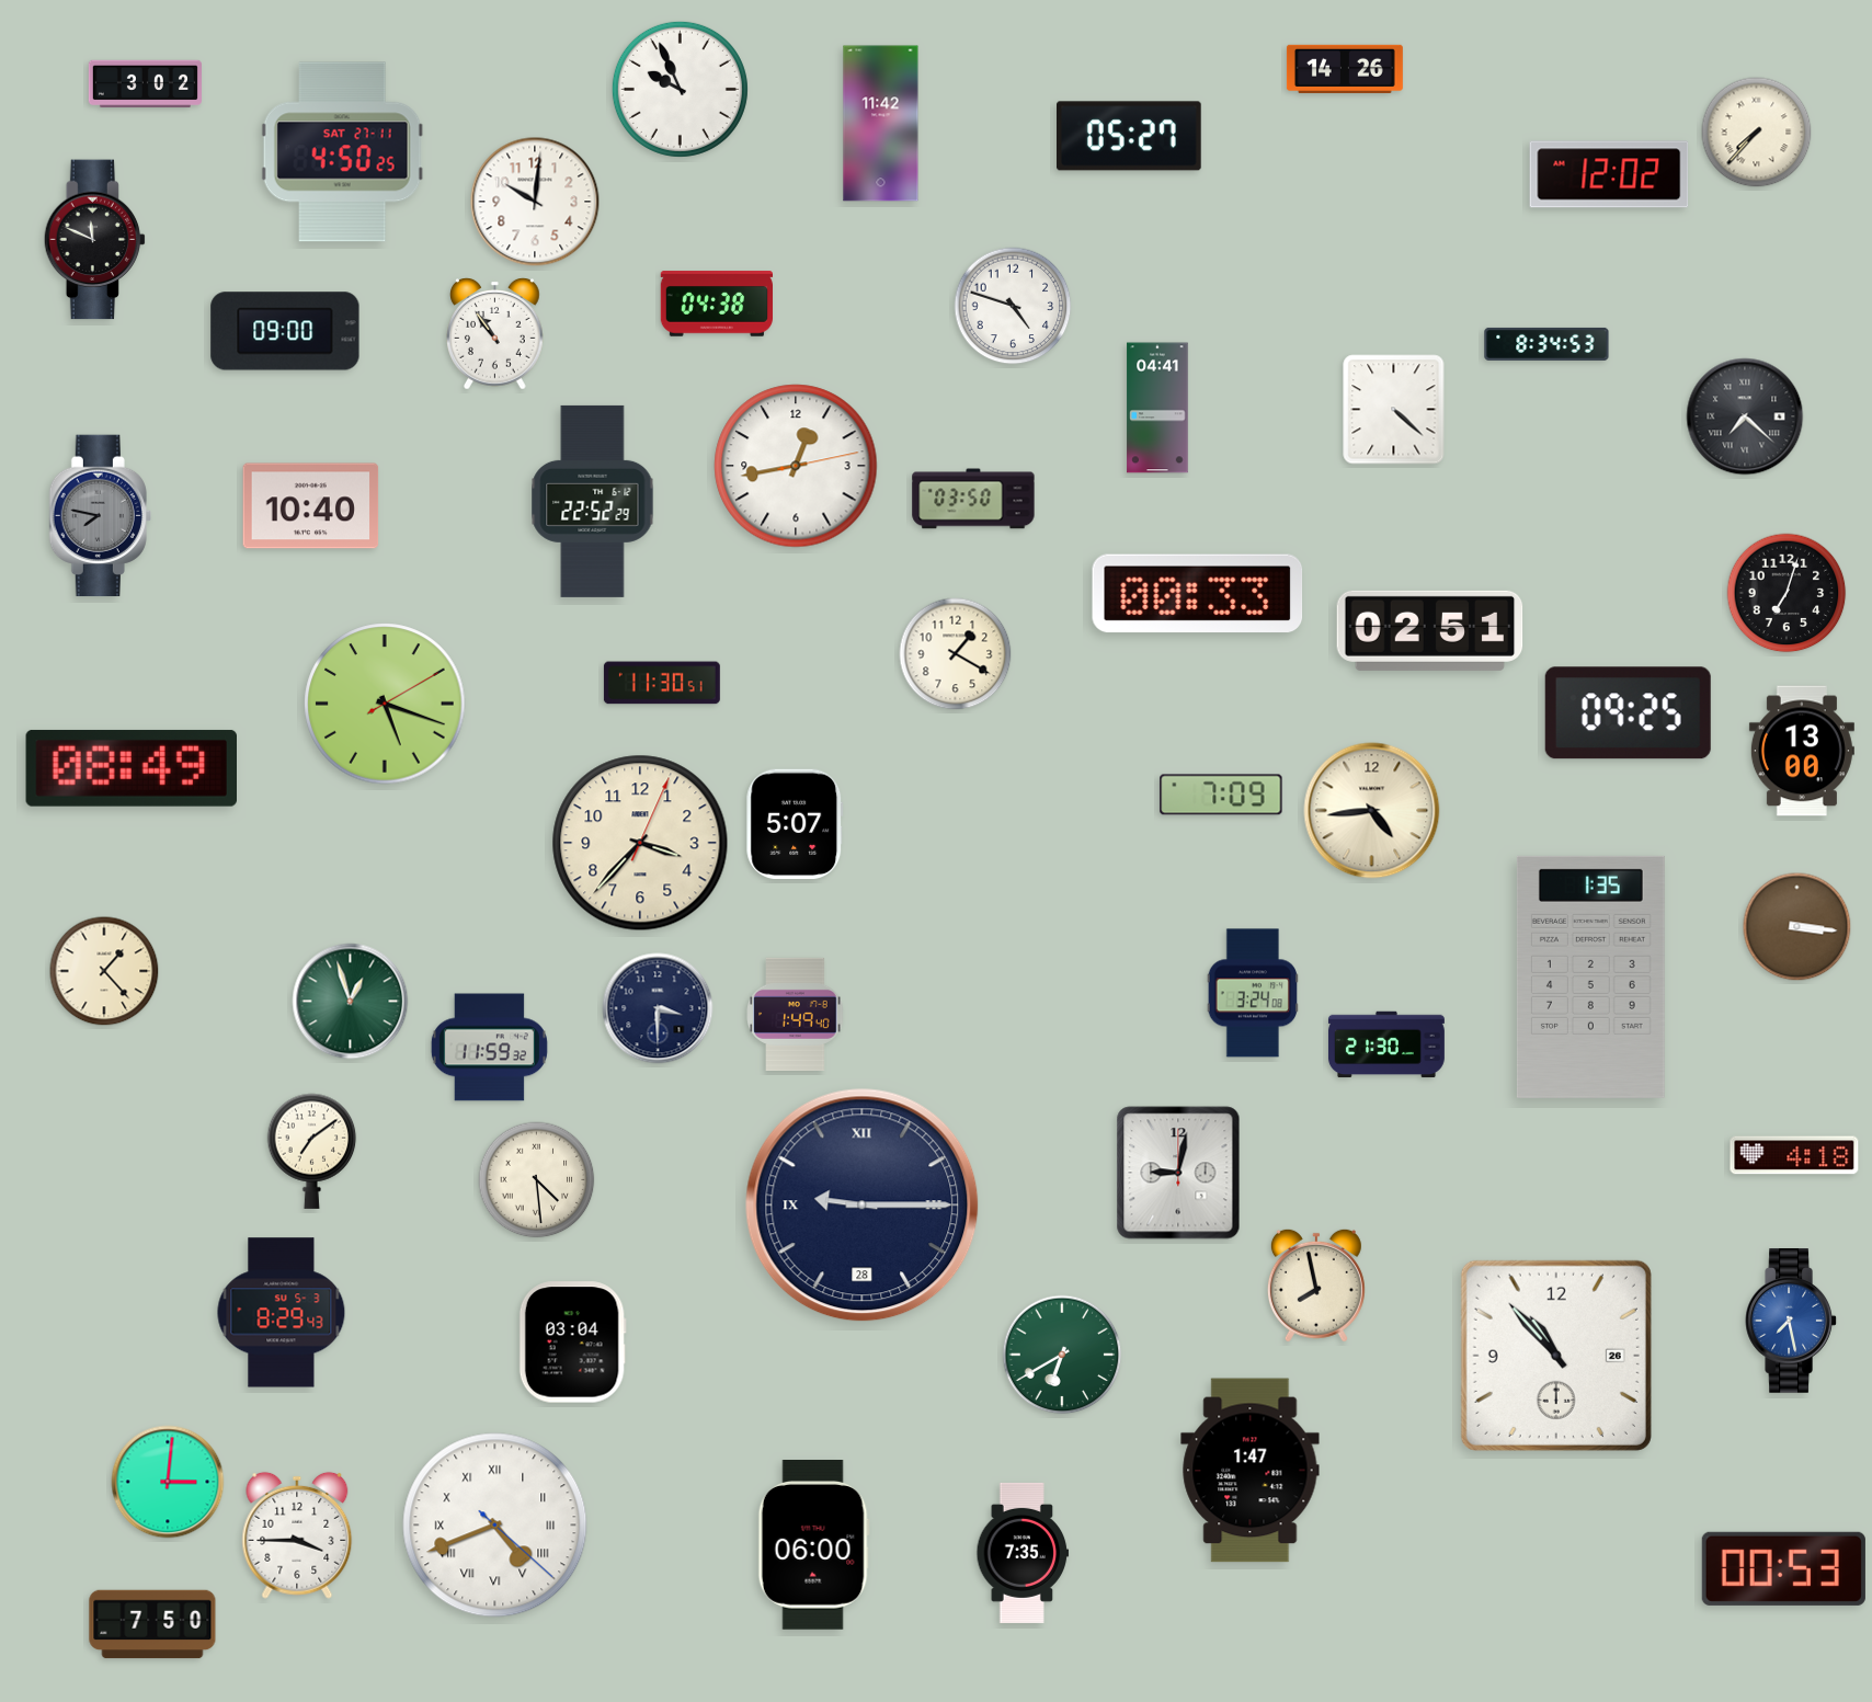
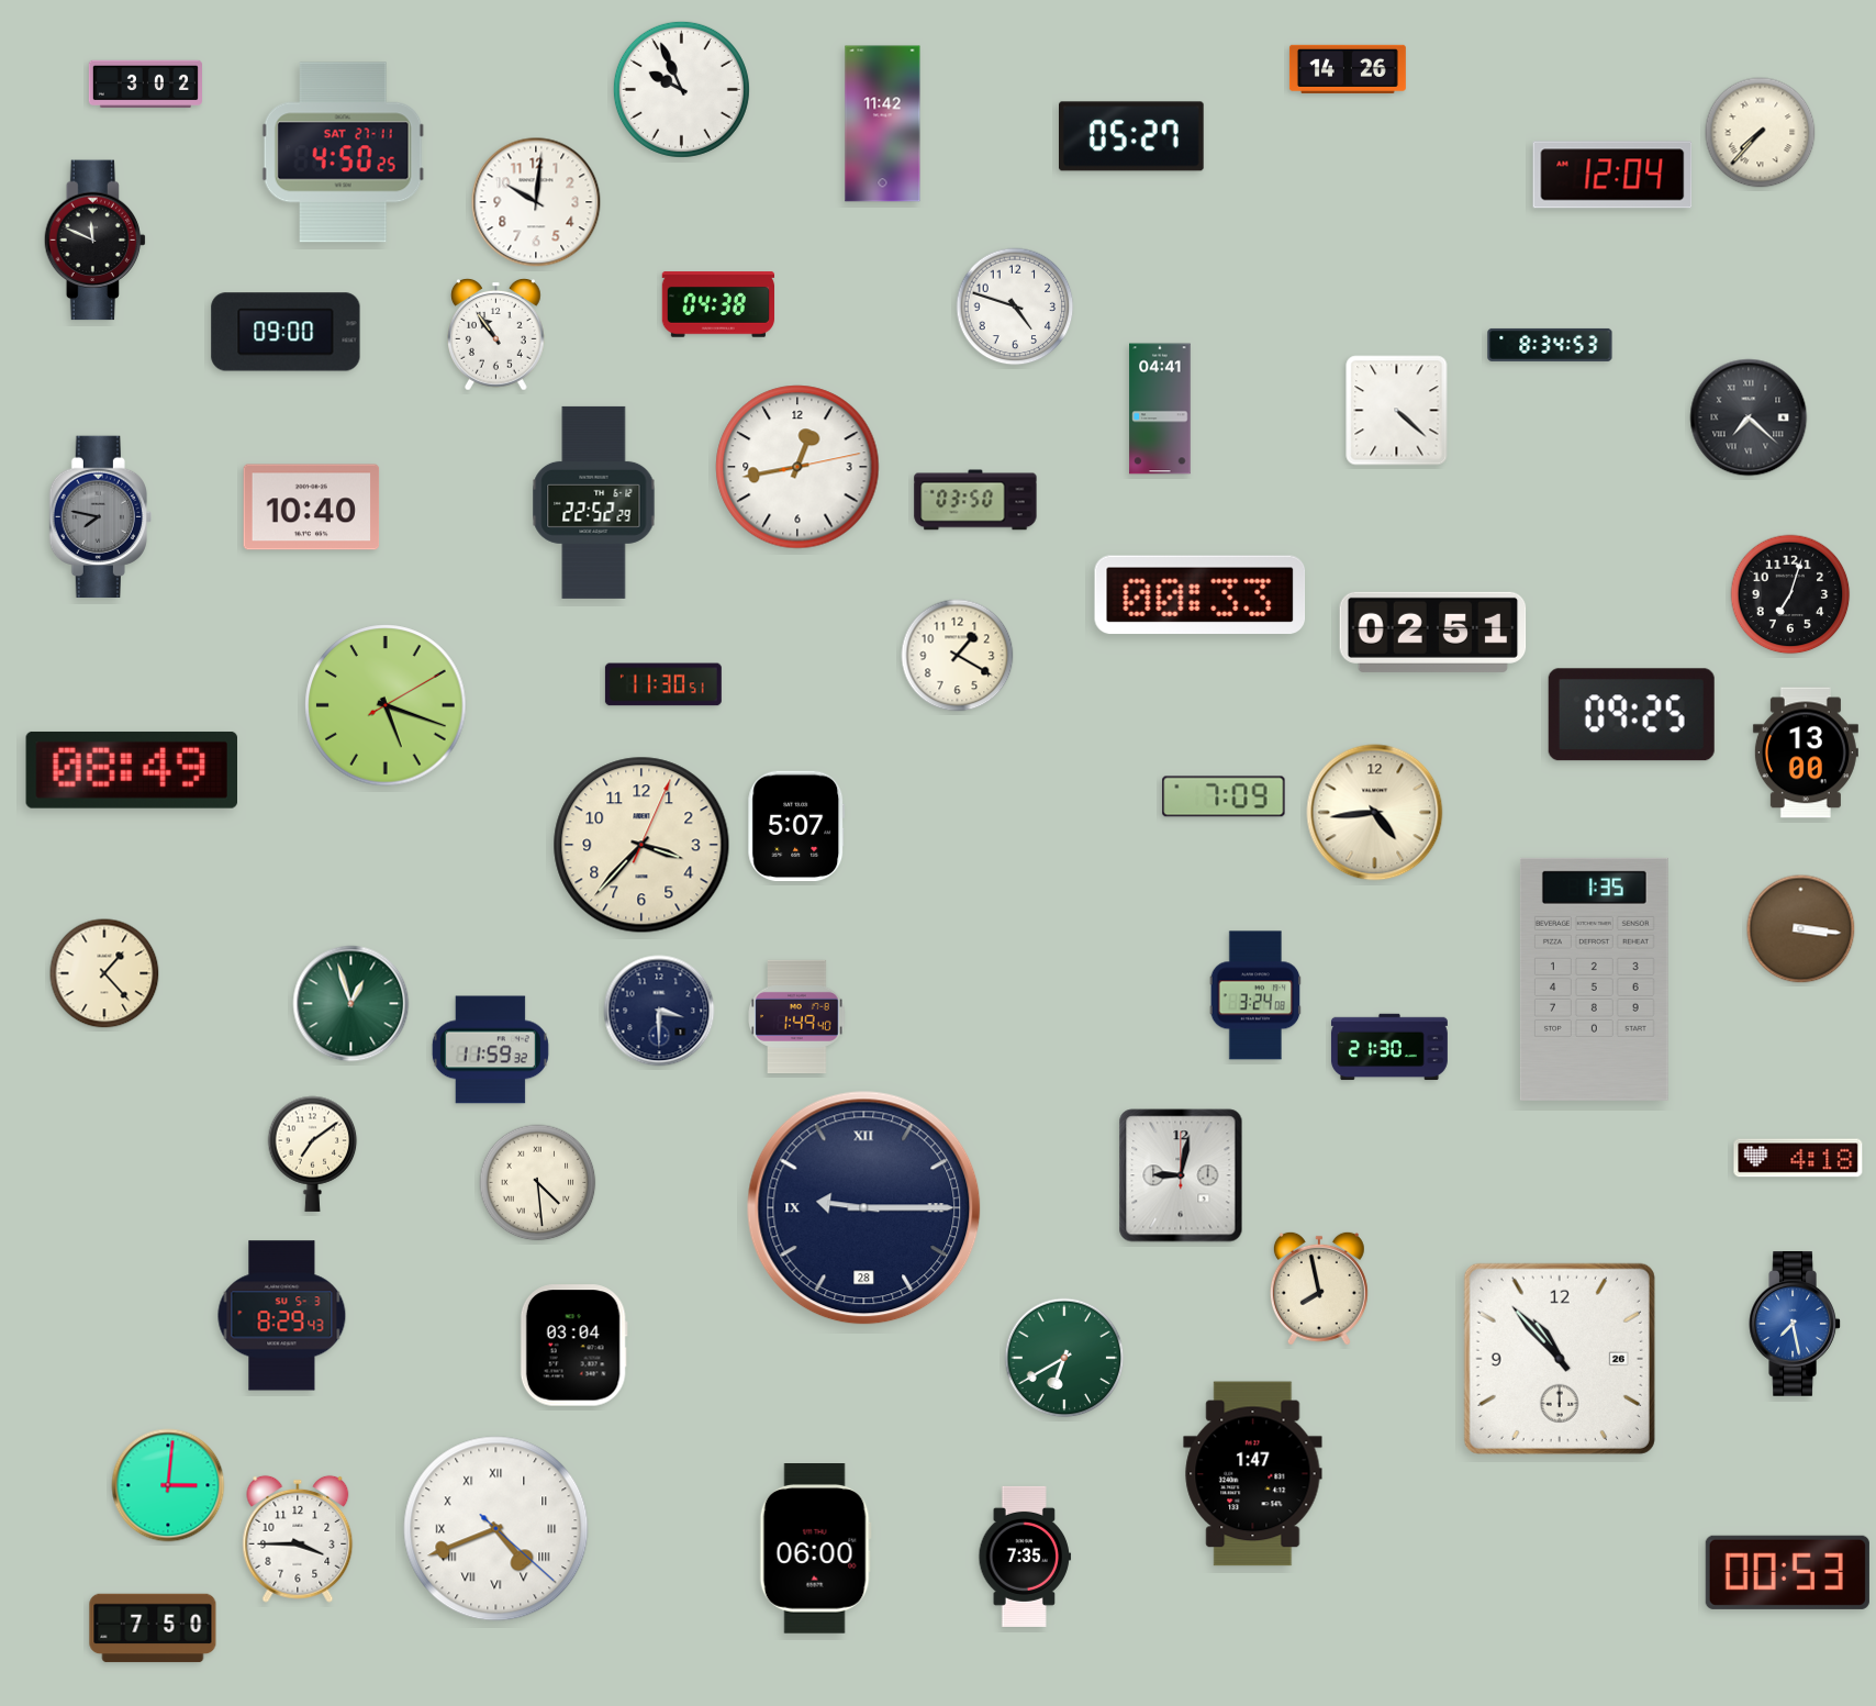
clock at (1609, 174): 12:02 -> 12:04
